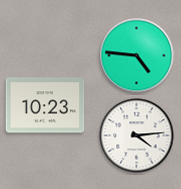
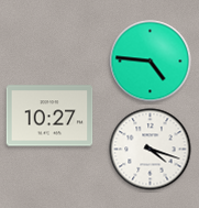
clock at (45, 105): 10:23 -> 10:27
clock at (137, 136): 4:14 -> 4:18
